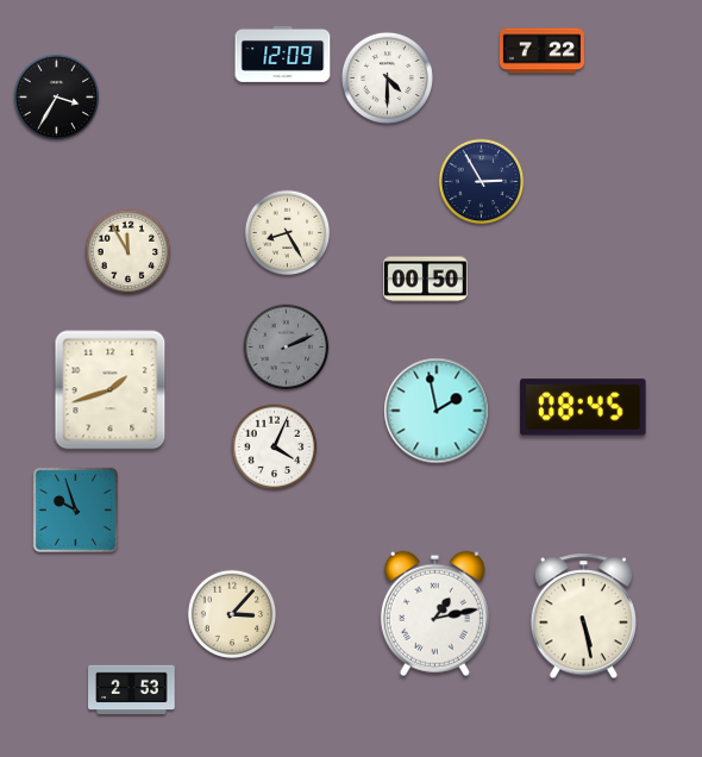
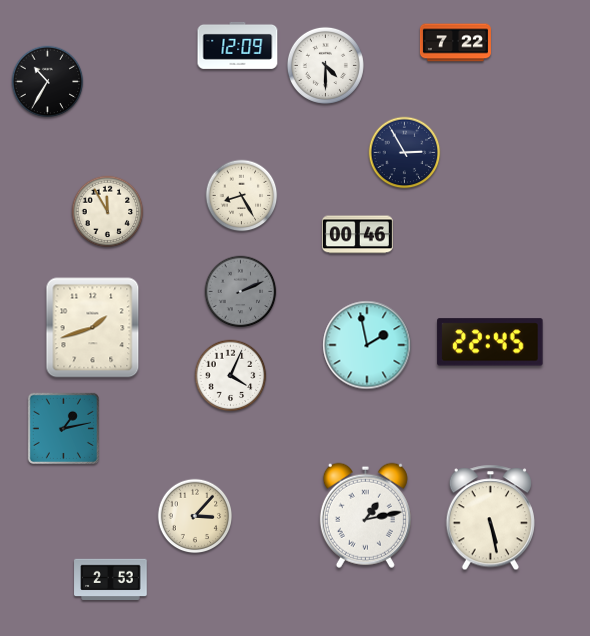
clock at (57, 98): 3:35 -> 10:35
clock at (425, 280): 00:50 -> 00:46
clock at (583, 407): 08:45 -> 22:45
clock at (75, 509): 9:57 -> 1:13
